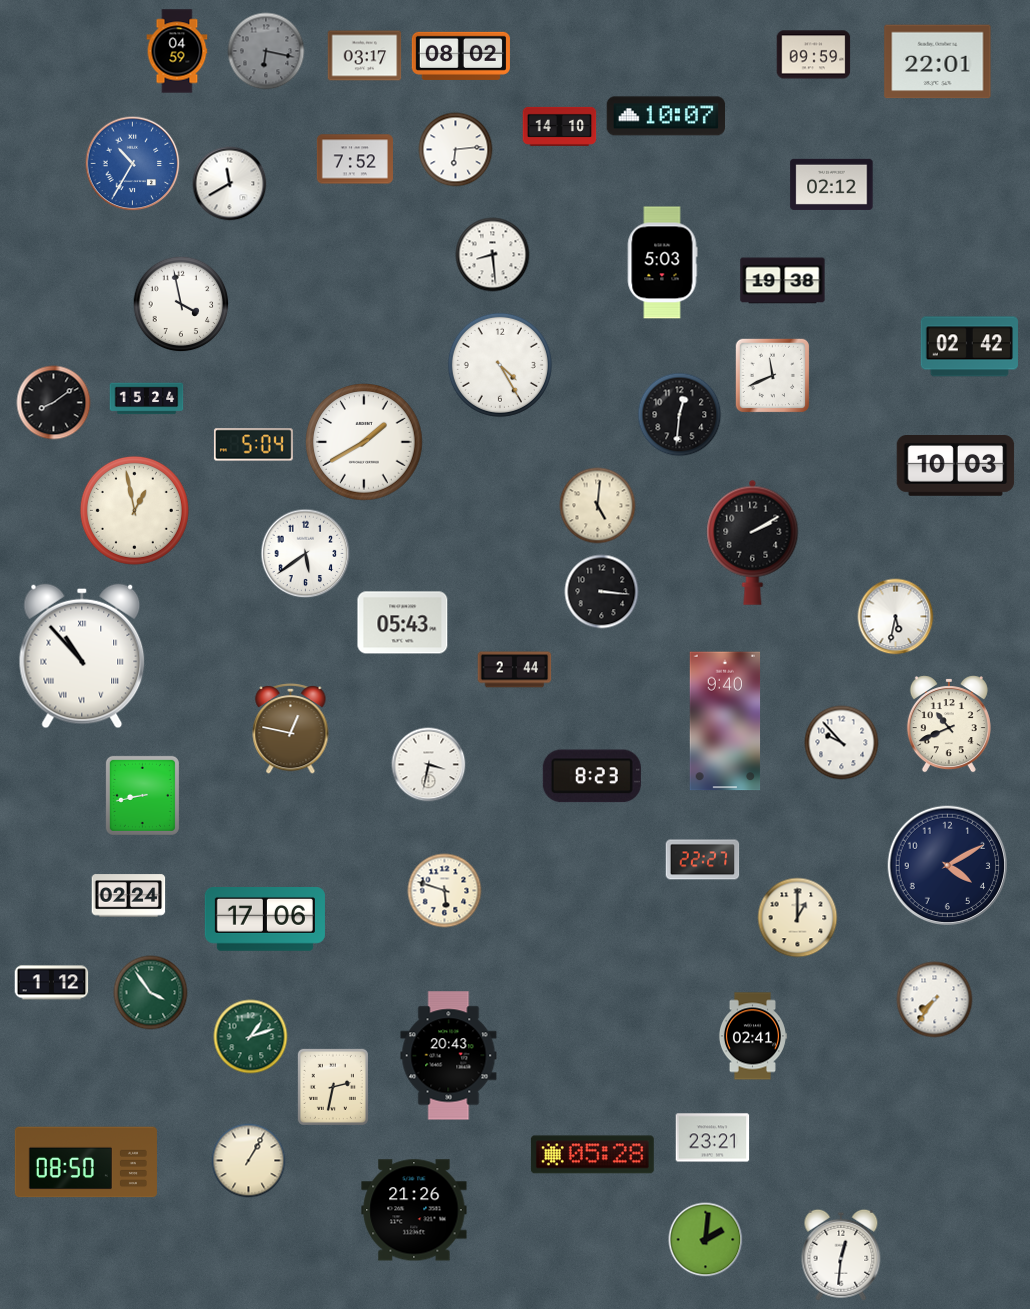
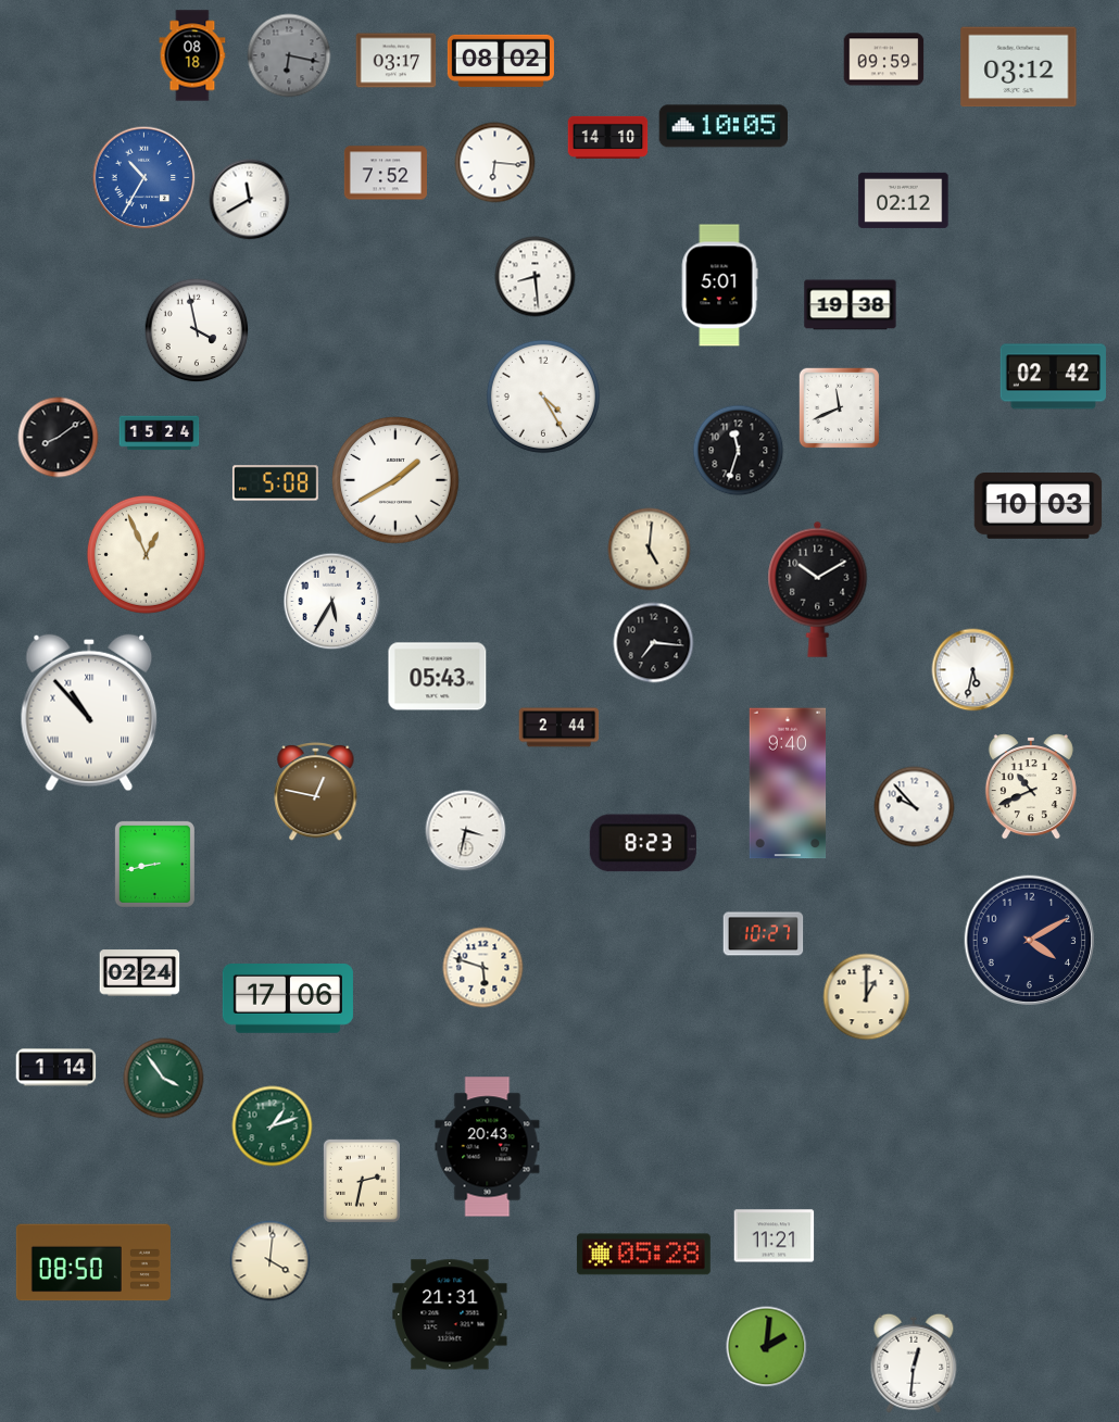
clock at (177, 51): 04:59 -> 08:18
clock at (938, 62): 22:01 -> 03:12
clock at (665, 116): 10:07 -> 10:05
clock at (456, 150): 6:14 -> 6:16
clock at (662, 263): 5:03 -> 5:01
clock at (680, 415): 12:31 -> 11:33
clock at (253, 445): 5:04 -> 5:08
clock at (134, 510): 12:58 -> 12:56
clock at (753, 542): 2:10 -> 10:10
clock at (306, 554): 5:39 -> 5:35
clock at (602, 592): 3:16 -> 7:16
clock at (703, 860): 22:27 -> 10:27
clock at (52, 983): 1:12 -> 1:14
clock at (935, 1000): 7:36 -> none
clock at (752, 1036): 02:41 -> none
clock at (713, 1138): 23:21 -> 11:21
clock at (249, 1161): 1:05 -> 4:01
clock at (414, 1210): 21:26 -> 21:31
